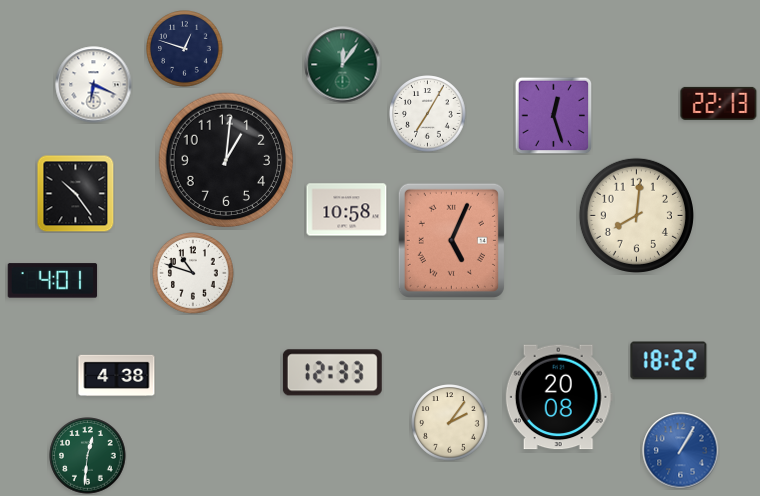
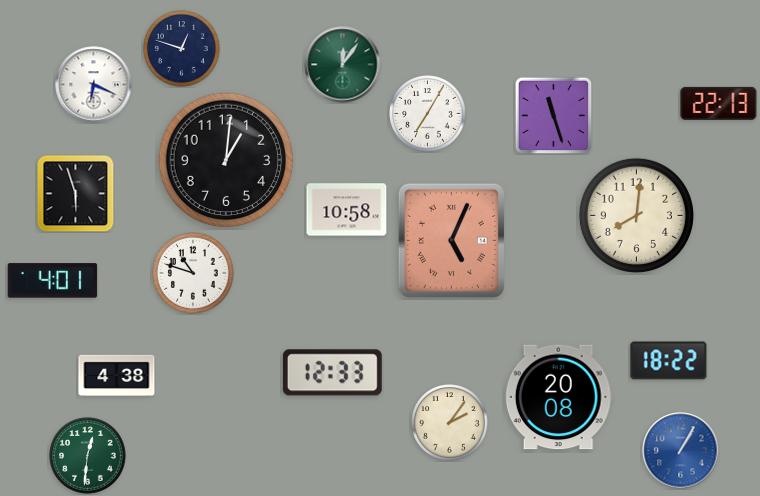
clock at (185, 49) position: (185, 49) -> (182, 49)
clock at (553, 115): 12:27 -> 11:27
clock at (75, 193): 10:24 -> 5:57
